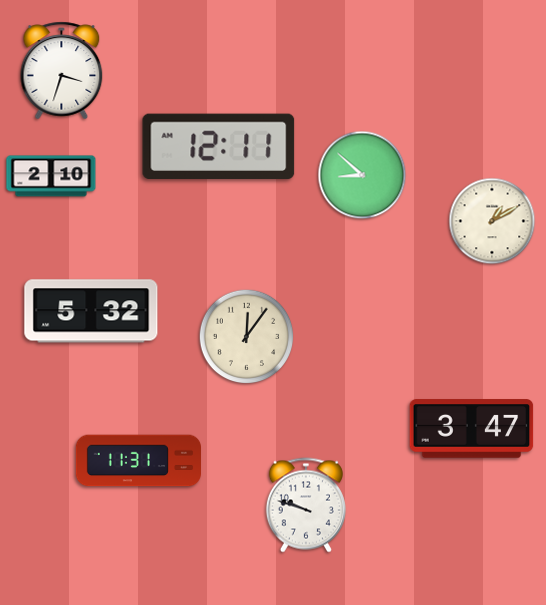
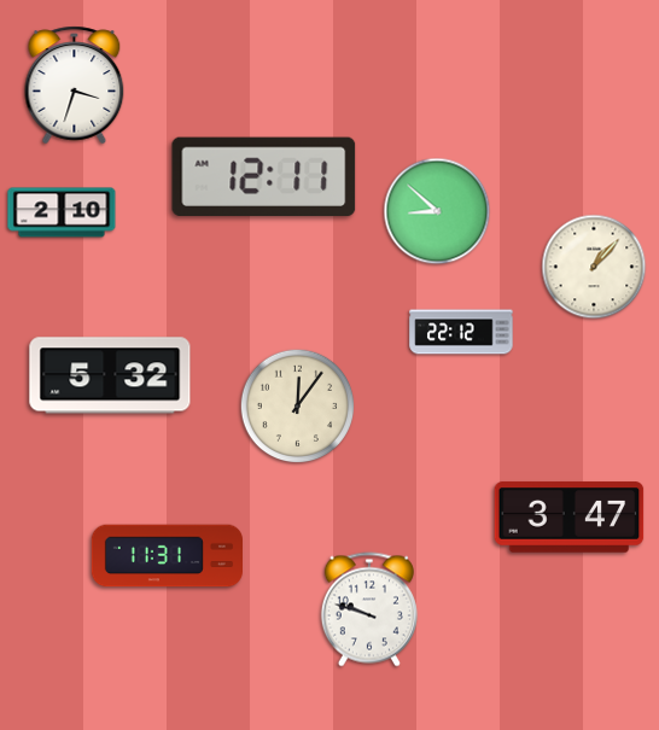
clock at (492, 221): 1:10 -> 1:07
clock at (461, 332): none -> 22:12
